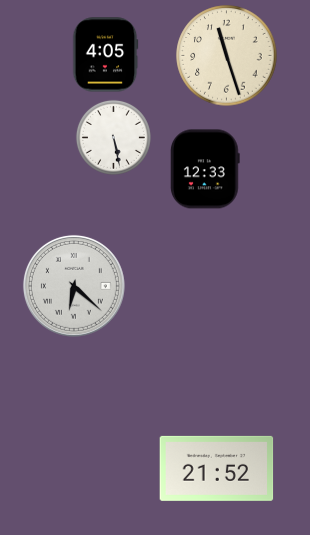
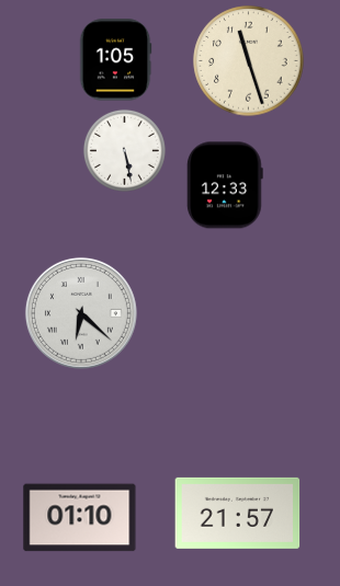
clock at (105, 55): 4:05 -> 1:05
clock at (217, 468): 21:52 -> 21:57
clock at (80, 518): none -> 01:10
